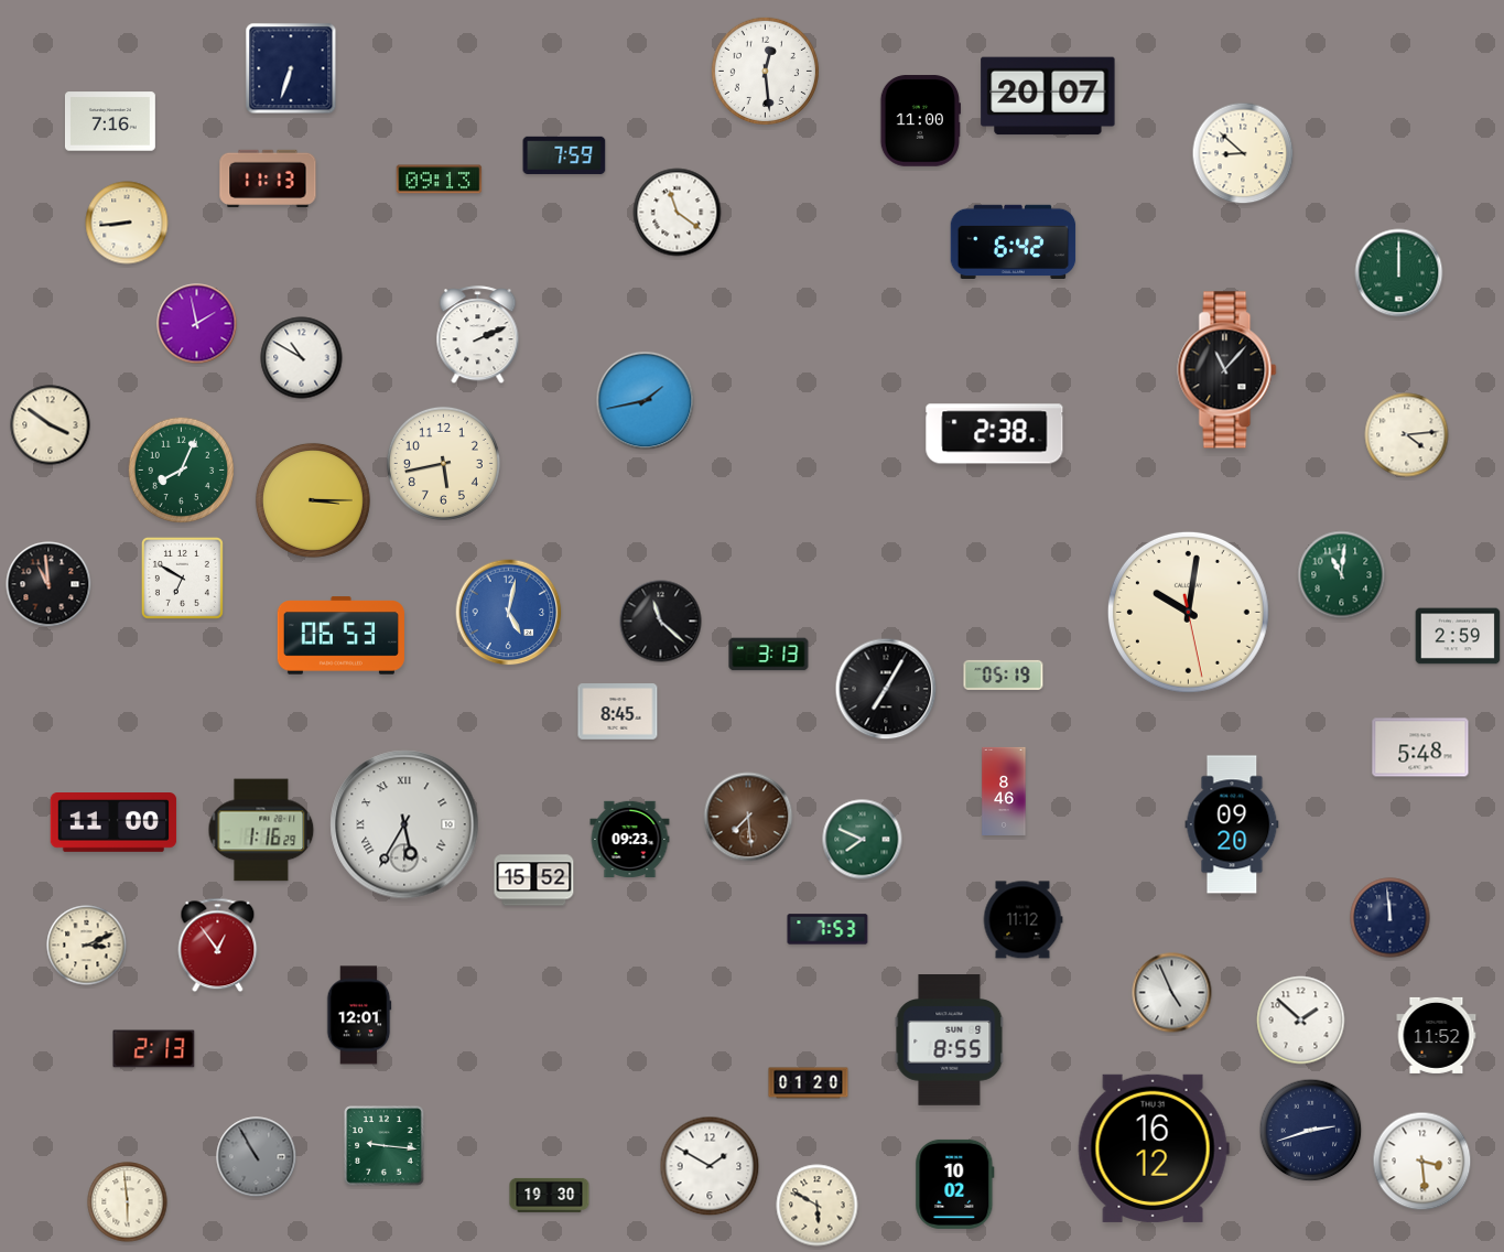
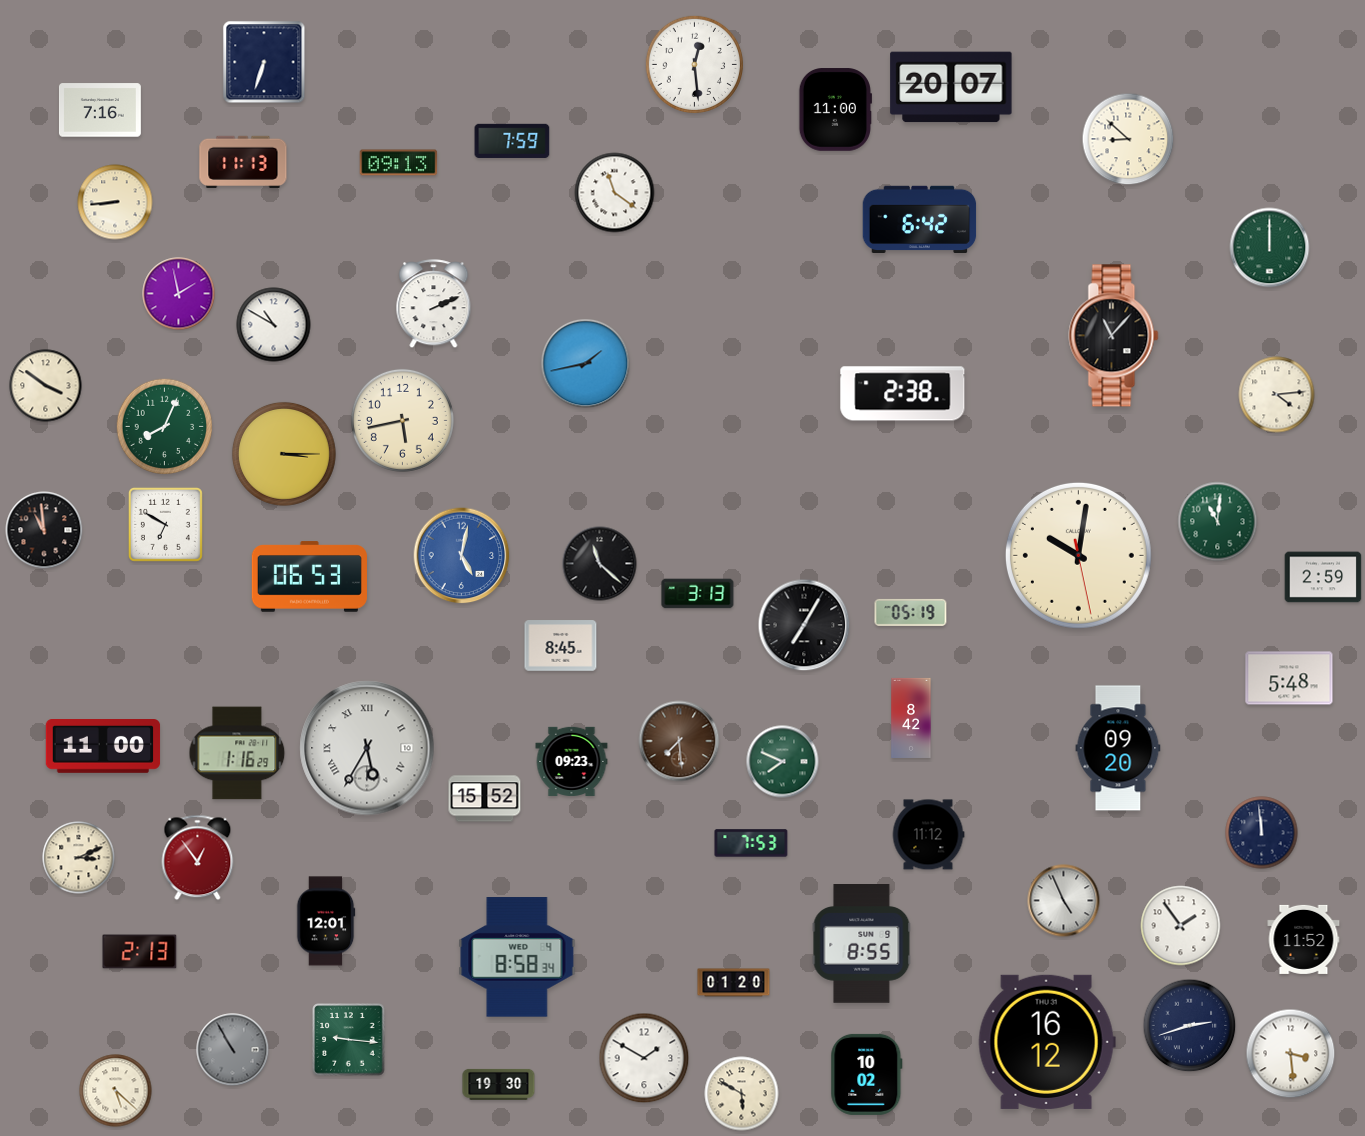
clock at (1004, 791): 8:46 -> 8:42
clock at (1301, 1021): 1:52 -> 1:54
clock at (517, 957): none -> 8:58
clock at (128, 1202): 5:59 -> 5:22
